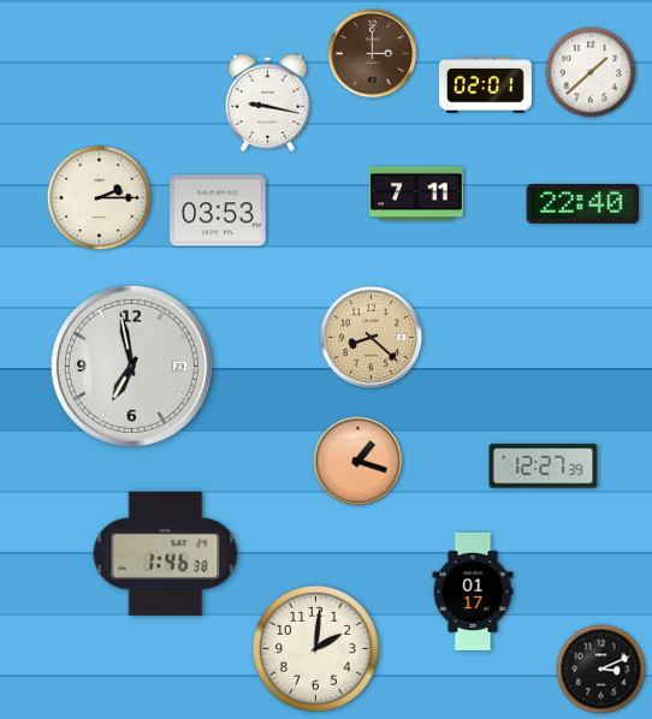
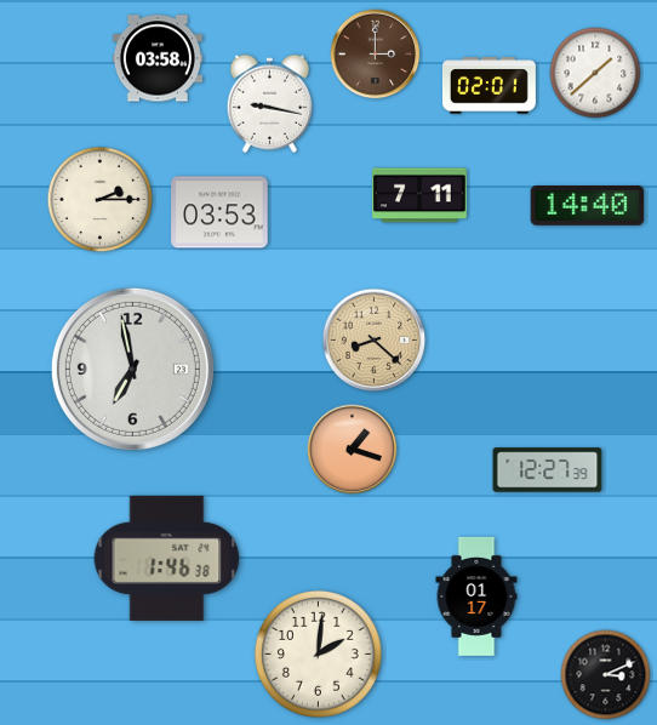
clock at (158, 58): none -> 03:58
clock at (583, 204): 22:40 -> 14:40
clock at (358, 462) position: (358, 462) -> (353, 450)
